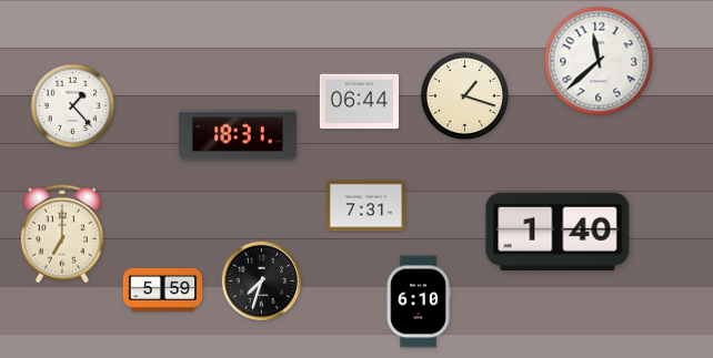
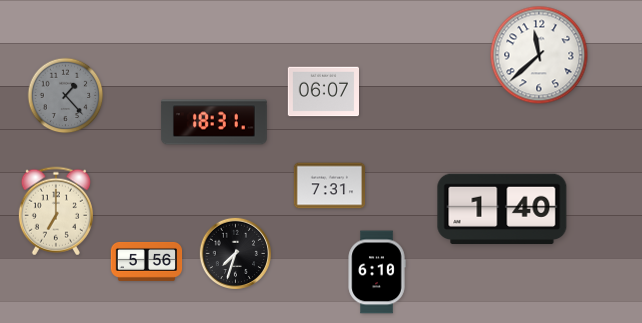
clock at (464, 95): 1:18 -> none
clock at (359, 102): 06:44 -> 06:07
clock at (73, 106) dial: white -> grey
clock at (163, 289): 5:59 -> 5:56
